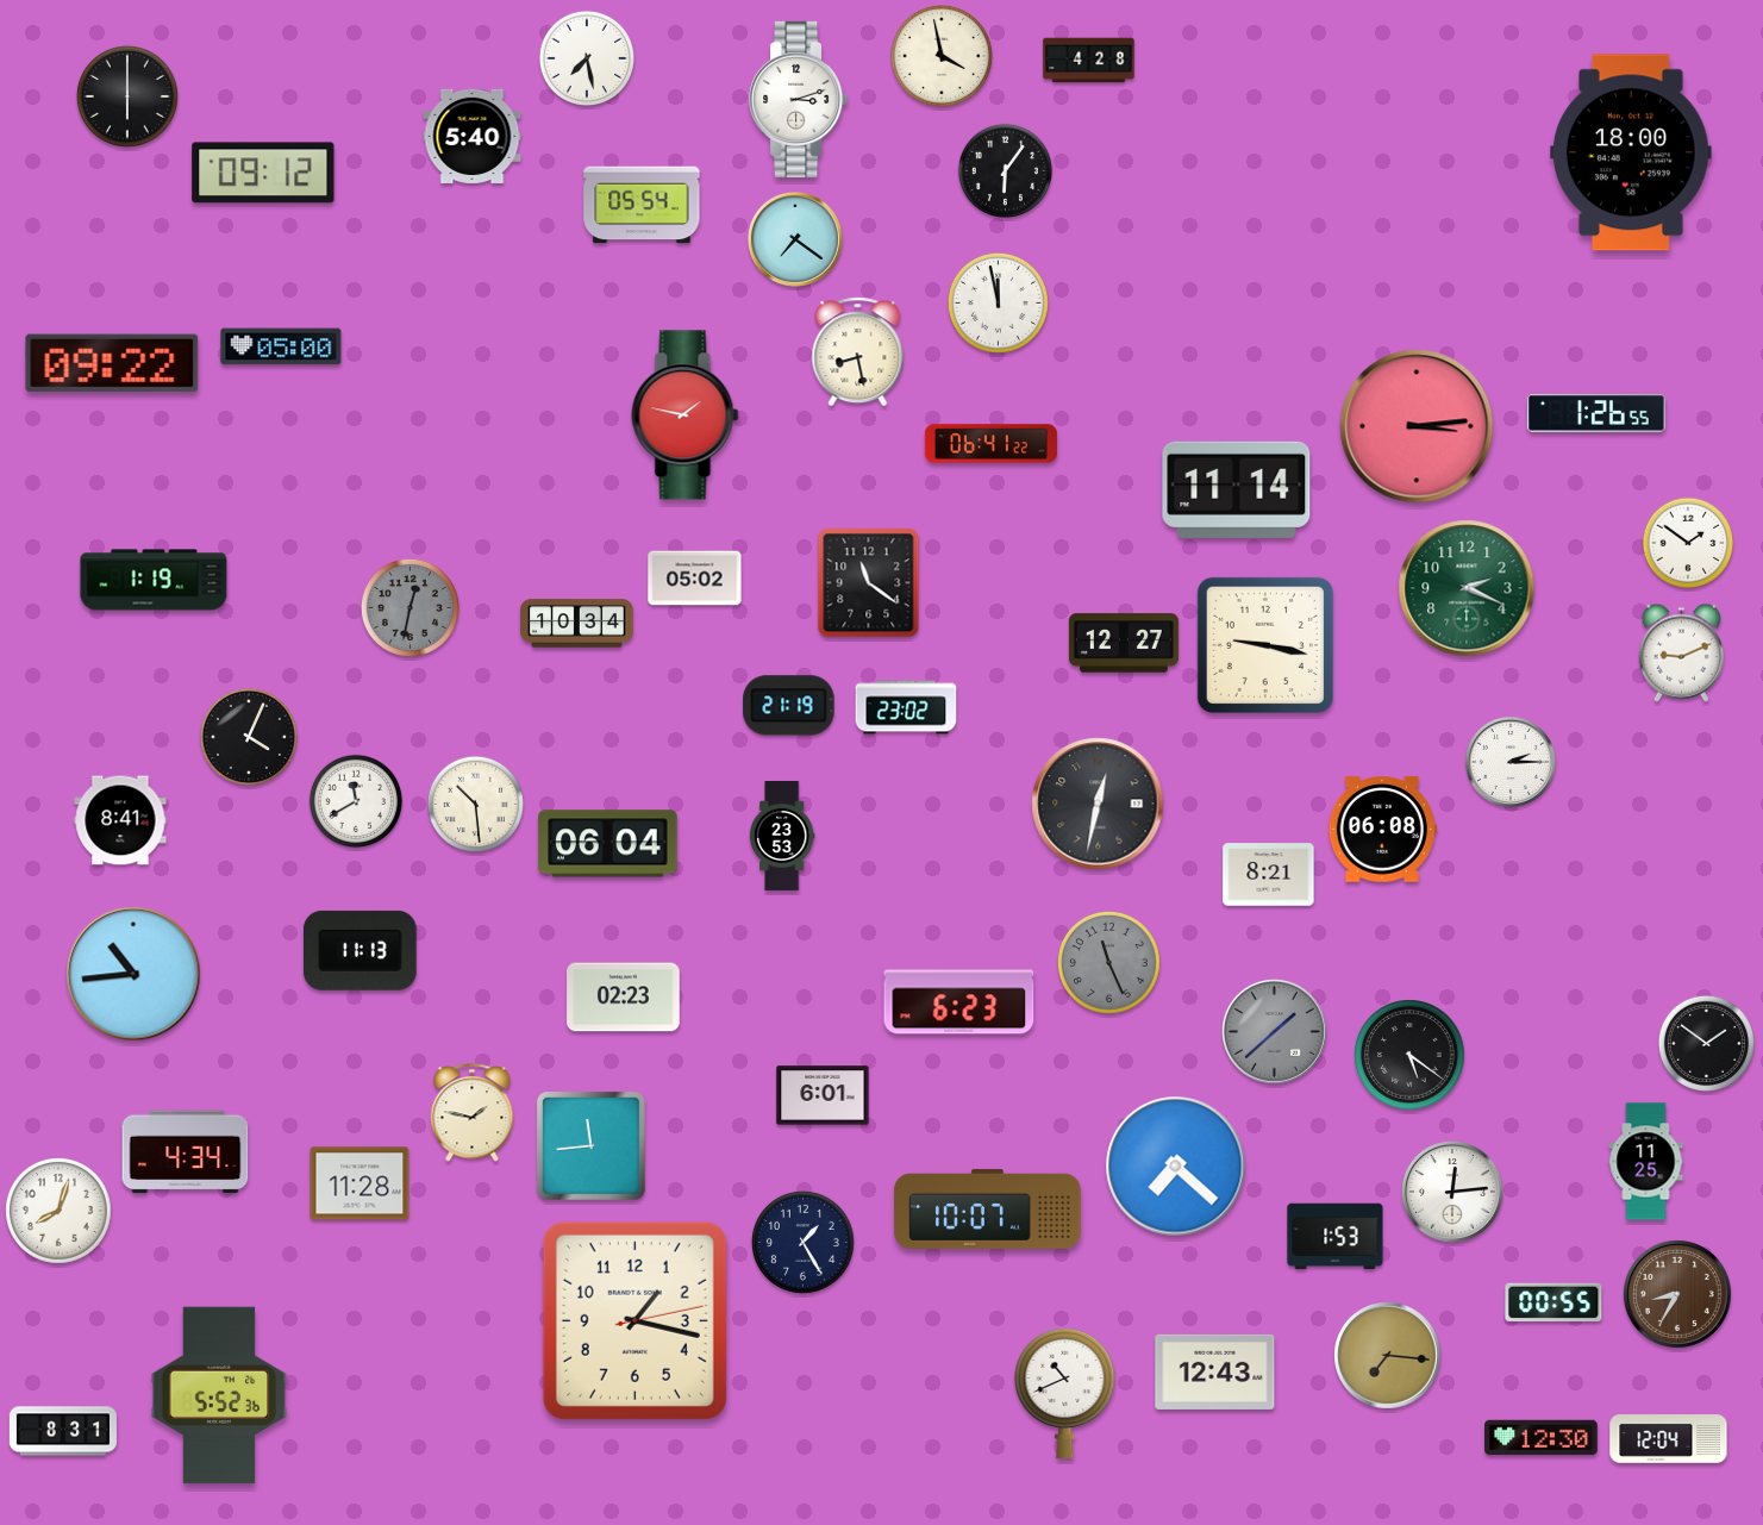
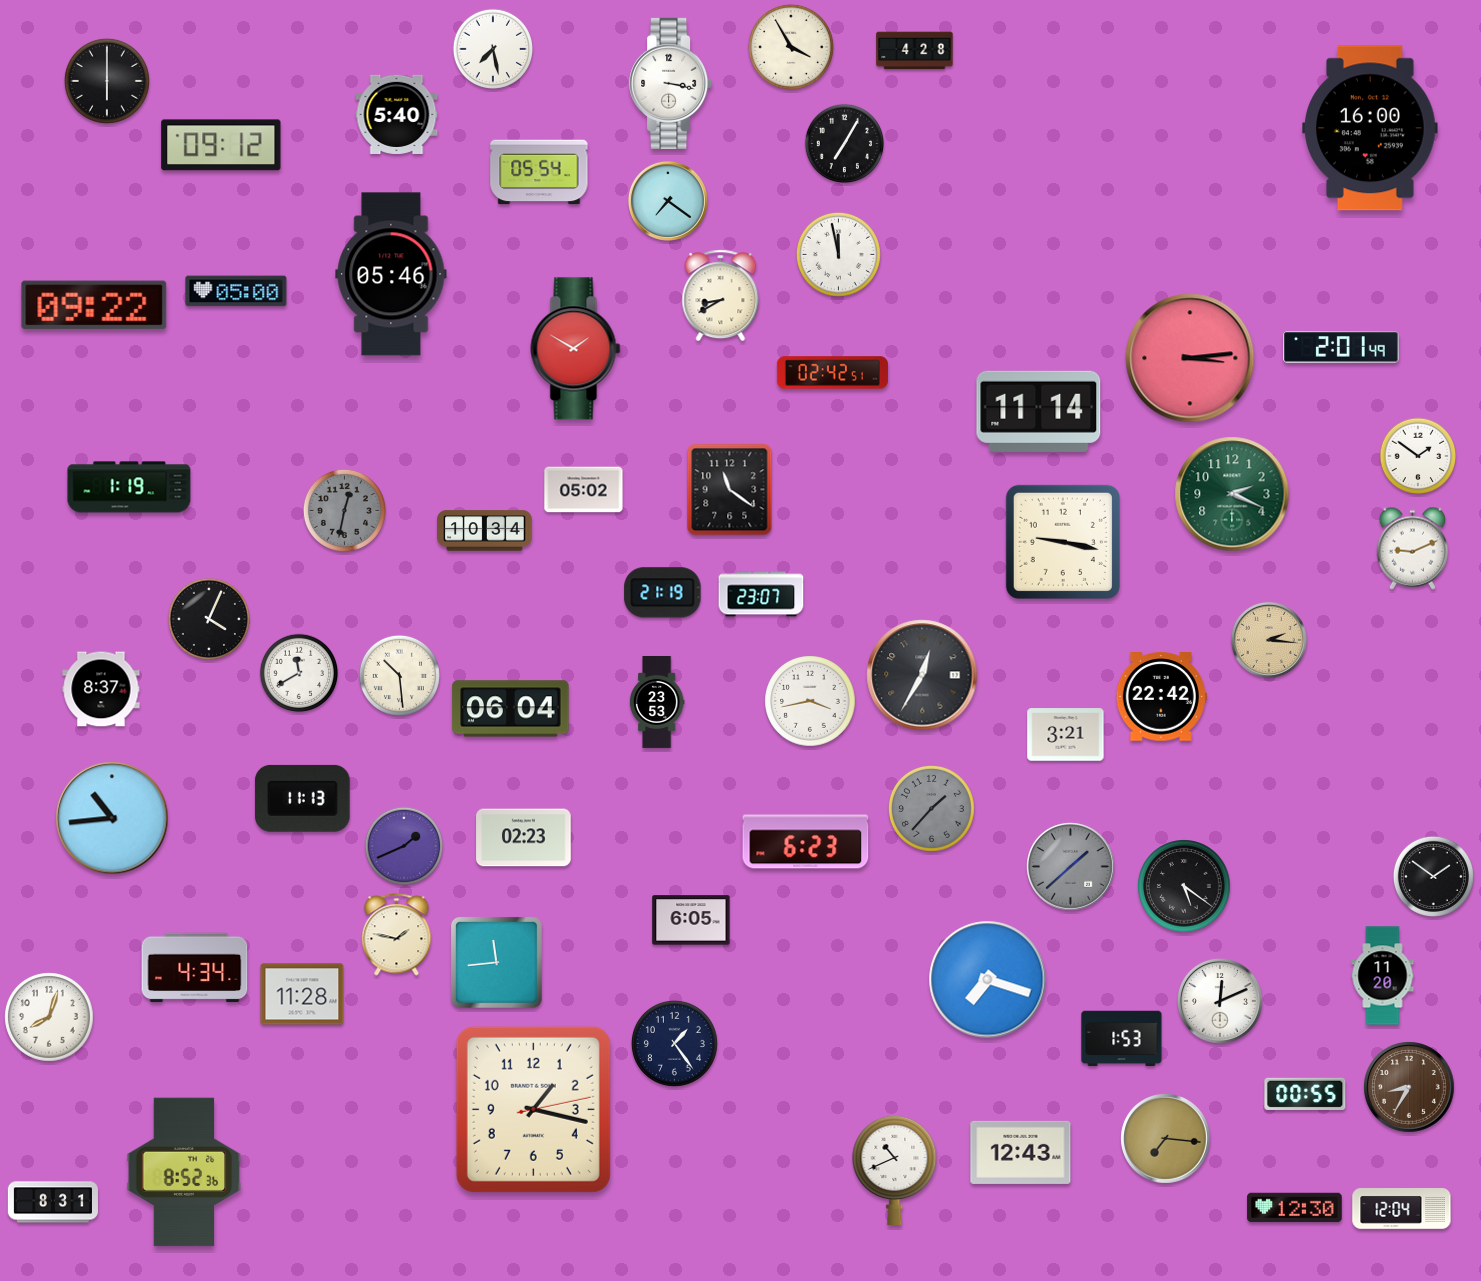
clock at (942, 56): 3:58 -> 3:55
clock at (799, 99): 3:12 -> 3:17
clock at (1631, 152): 18:00 -> 16:00
clock at (1005, 170): 6:06 -> 7:05
clock at (391, 274): none -> 05:46
clock at (858, 352): 8:28 -> 8:40
clock at (1596, 413): 1:26 -> 2:01
clock at (686, 415): 1:47 -> 1:50
clock at (990, 444): 06:41 -> 02:42
clock at (695, 579) position: (695, 579) -> (584, 490)
clock at (577, 624) position: (577, 624) -> (485, 531)
clock at (1124, 643): 12:27 -> none
clock at (906, 707): 23:02 -> 23:07
clock at (1511, 762): 2:15 -> 2:16
clock at (1511, 762) dial: white -> champagne
clock at (1098, 804): 12:32 -> 12:35
clock at (120, 820): 8:41 -> 8:37
clock at (1382, 830): 06:08 -> 22:42
clock at (810, 701): none -> 3:43
clock at (1269, 875): 8:21 -> 3:21
clock at (1108, 962): 11:26 -> 1:37
clock at (404, 846): none -> 1:41
clock at (823, 1095): 6:01 -> 6:05
clock at (186, 1152) position: (186, 1152) -> (195, 968)
clock at (1646, 1162): 11:25 -> 11:20
clock at (1176, 1167): 7:22 -> 7:18
clock at (1452, 1192): 12:14 -> 12:11
clock at (988, 1208): 10:07 -> none
clock at (802, 1242): 1:25 -> 1:24
clock at (219, 1395): 5:52 -> 8:52
